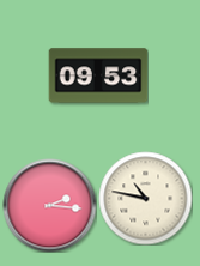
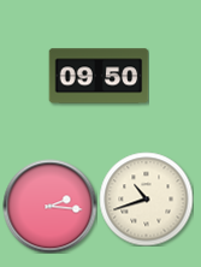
clock at (98, 75): 09:53 -> 09:50
clock at (145, 198): 10:47 -> 10:42
